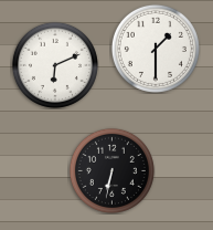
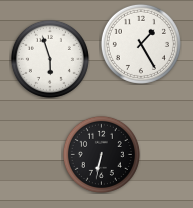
clock at (156, 49): 1:30 -> 1:25
clock at (55, 65): 6:11 -> 5:57
